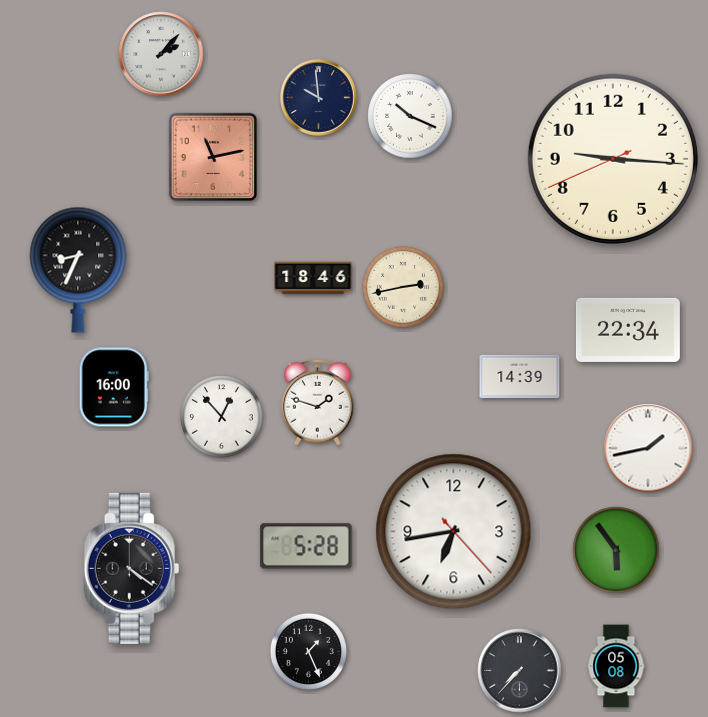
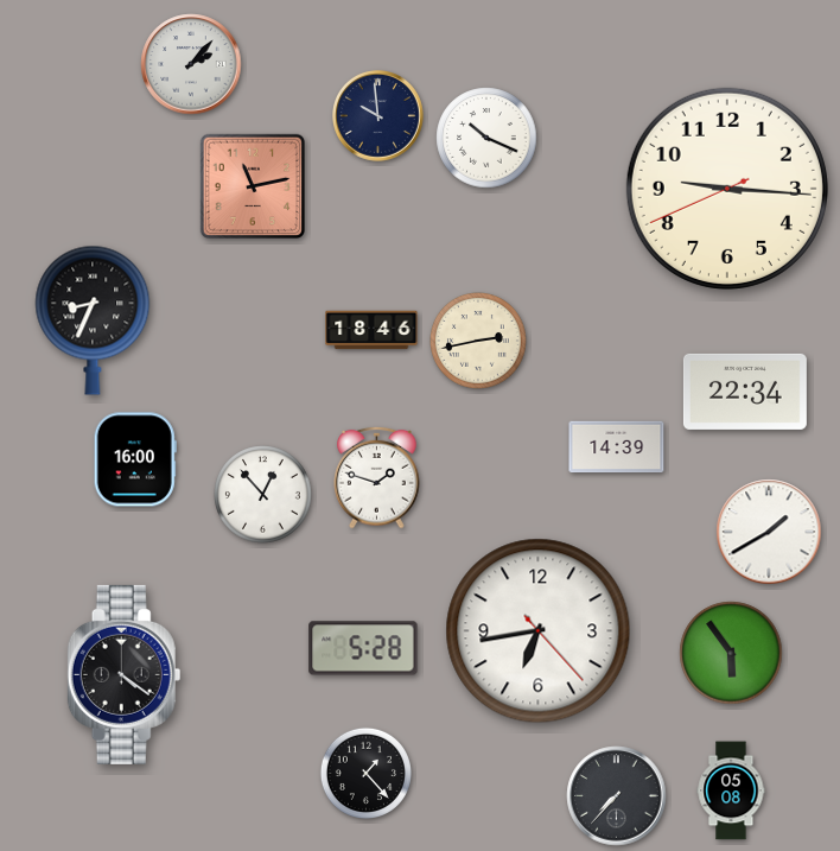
clock at (648, 448): 1:43 -> 1:40
clock at (132, 568) position: (132, 568) -> (125, 674)
clock at (308, 651): 1:26 -> 1:23
